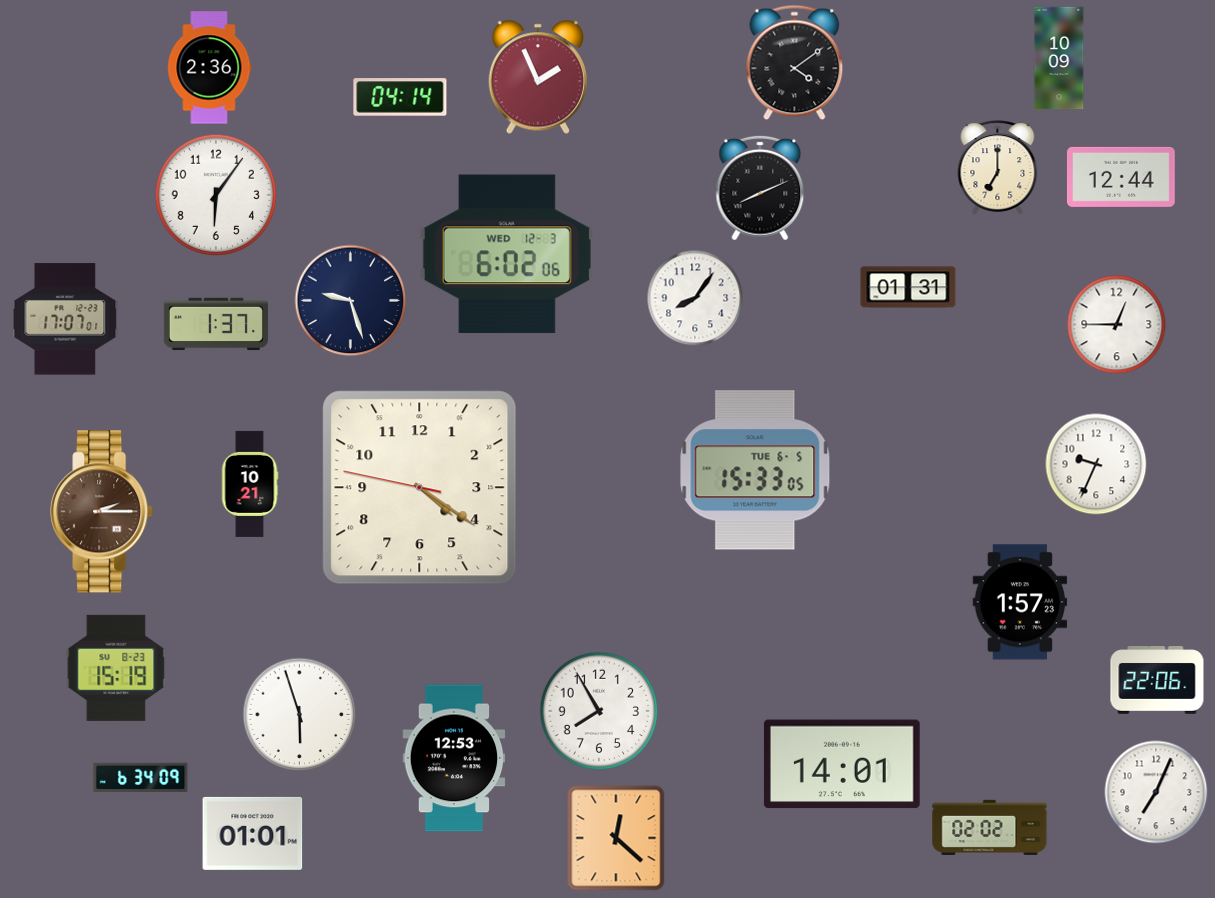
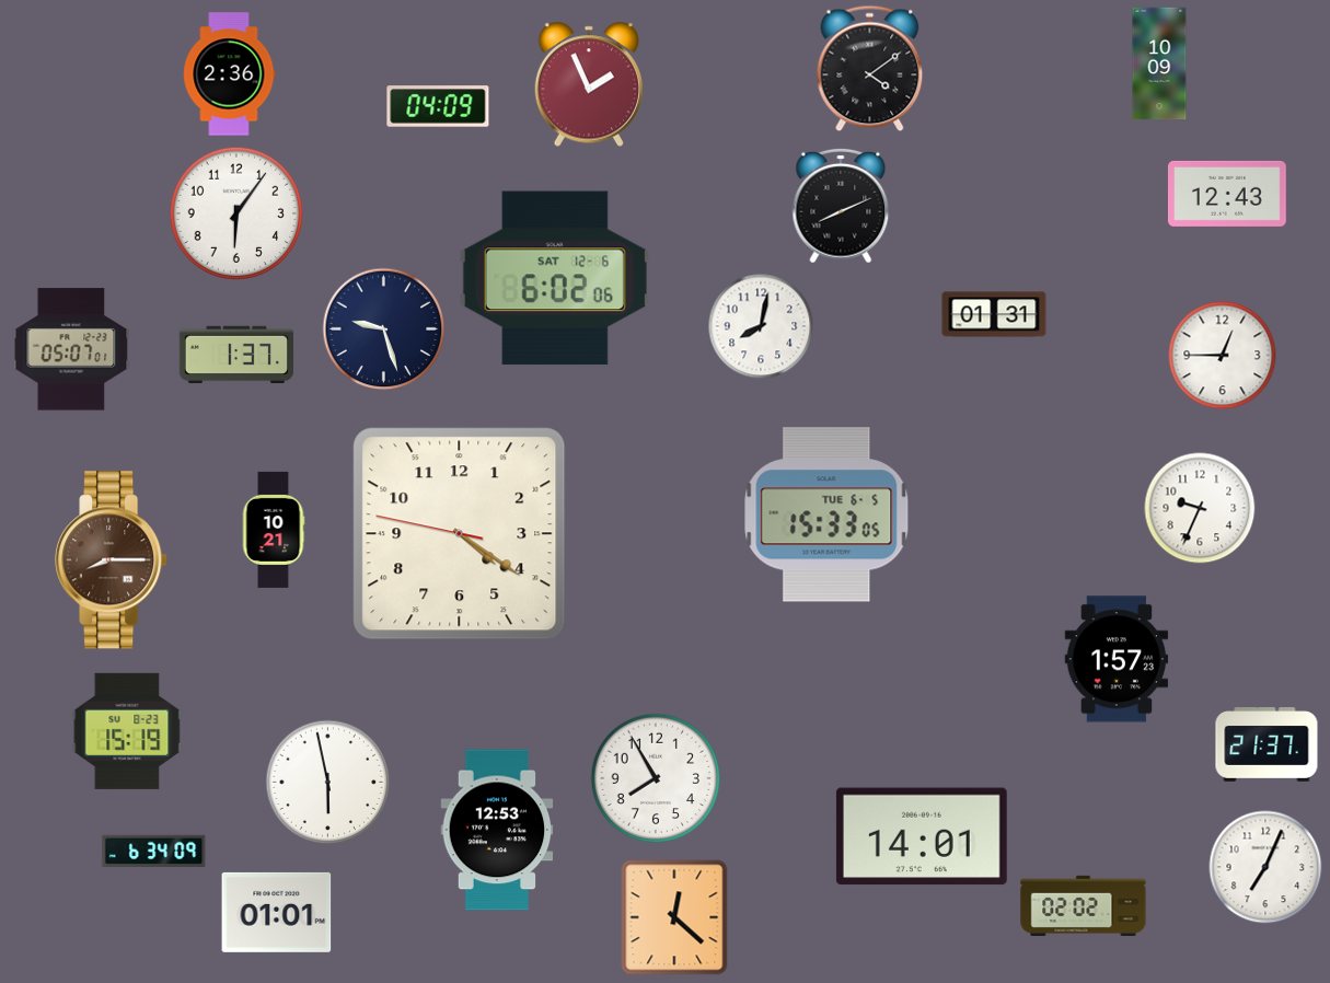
clock at (400, 97): 04:14 -> 04:09
clock at (998, 168): 7:00 -> none
clock at (1121, 177): 12:44 -> 12:43
clock at (760, 188) position: (760, 188) -> (841, 206)
clock at (507, 254) date: WED 12-3 -> SAT 12-6
clock at (695, 298): 8:06 -> 8:02
clock at (65, 319): 17:07 -> 05:07
clock at (102, 512): 2:15 -> 8:15
clock at (1157, 681): 22:06 -> 21:37
clock at (300, 715): 5:57 -> 5:58
